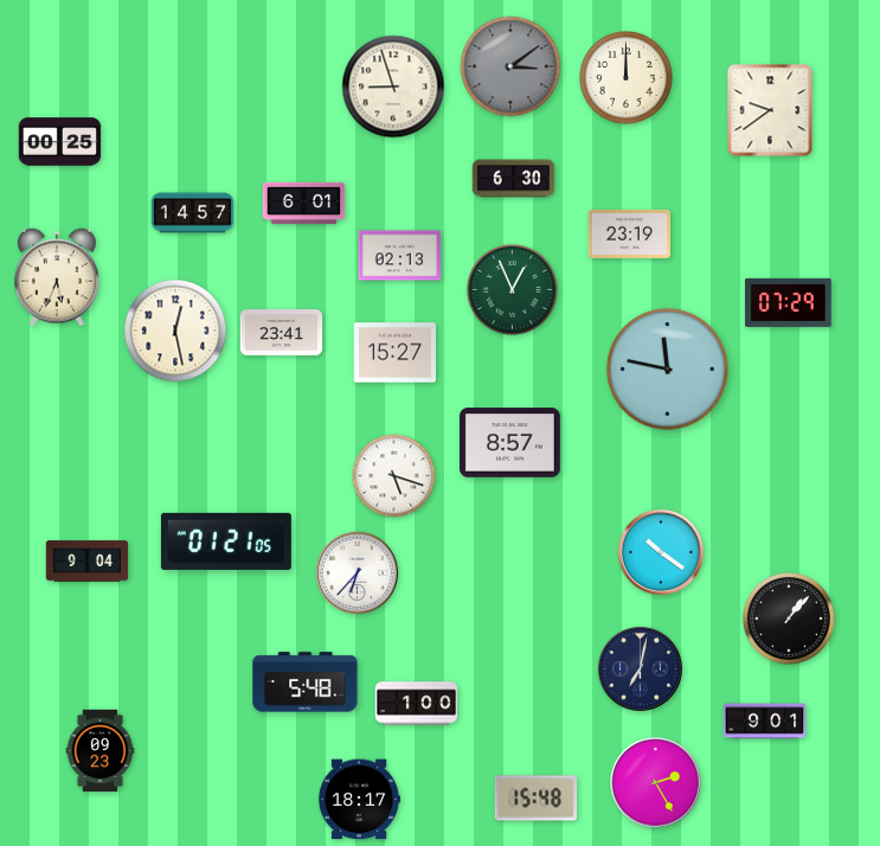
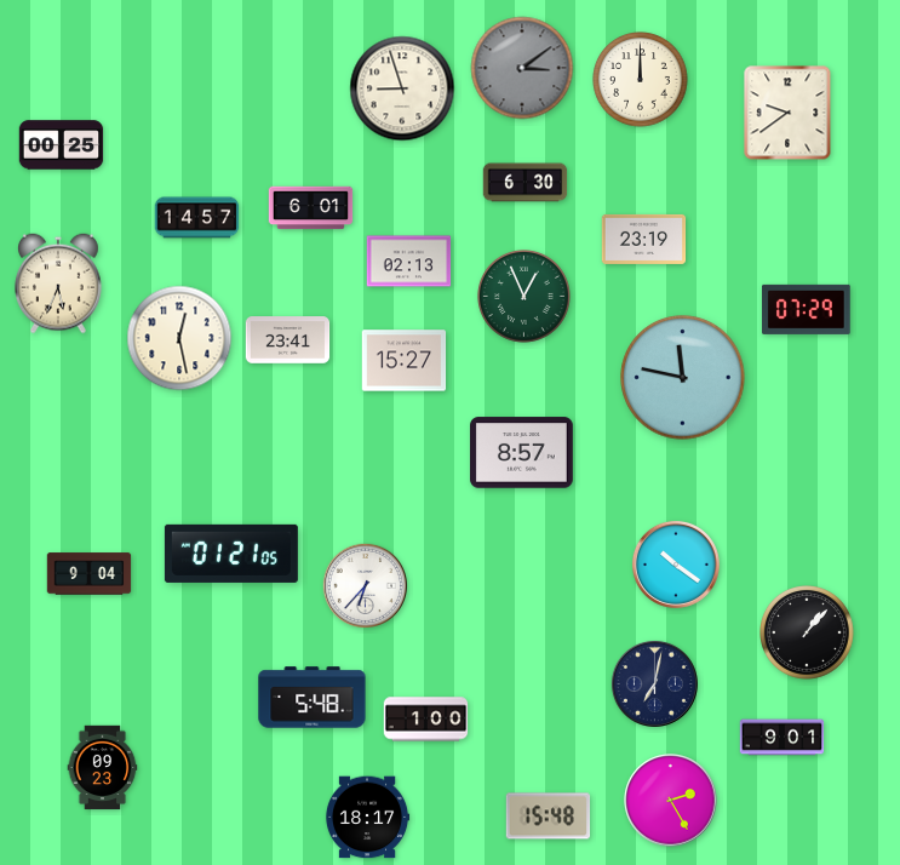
clock at (394, 476): 5:18 -> none
